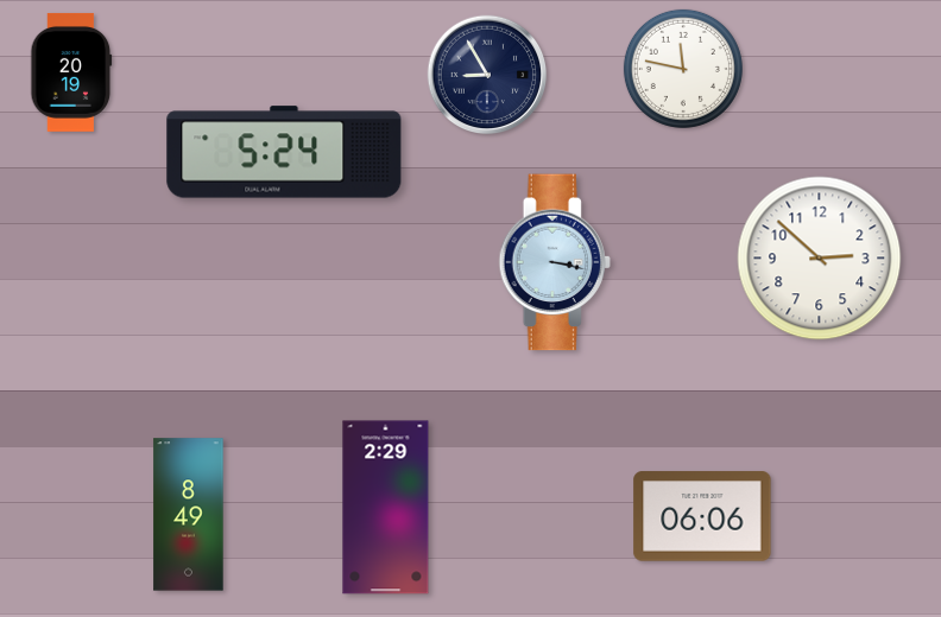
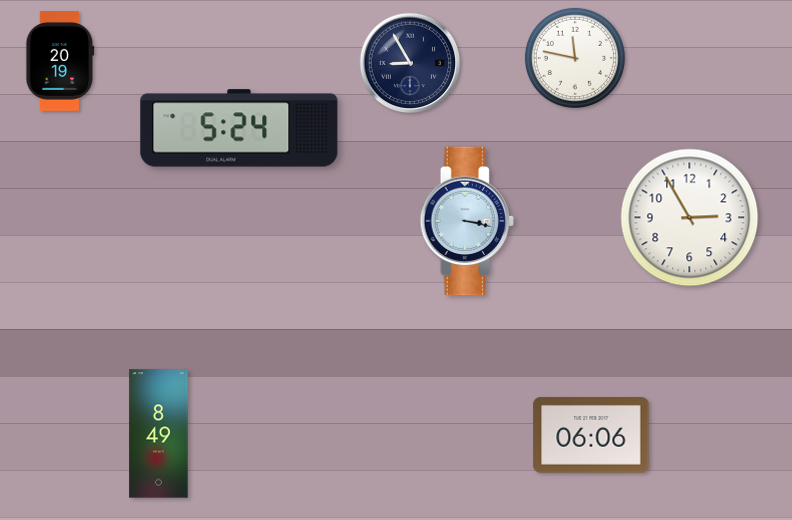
clock at (820, 259): 2:52 -> 2:55
clock at (386, 508): 2:29 -> none
